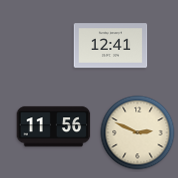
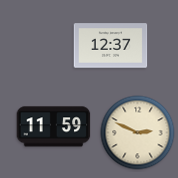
clock at (111, 46): 12:41 -> 12:37
clock at (54, 127): 11:56 -> 11:59
